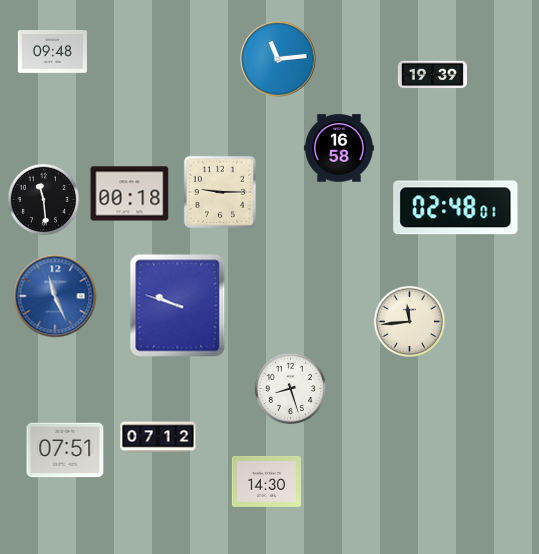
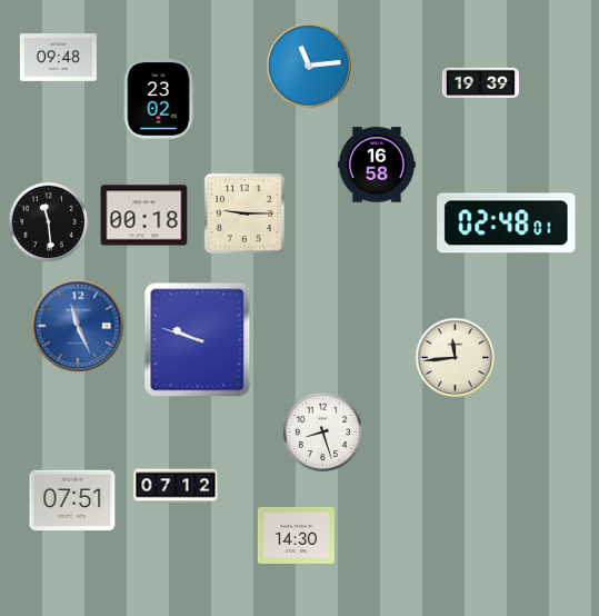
clock at (159, 99): none -> 23:02
clock at (456, 208) position: (456, 208) -> (507, 223)
clock at (55, 296) position: (55, 296) -> (78, 326)
